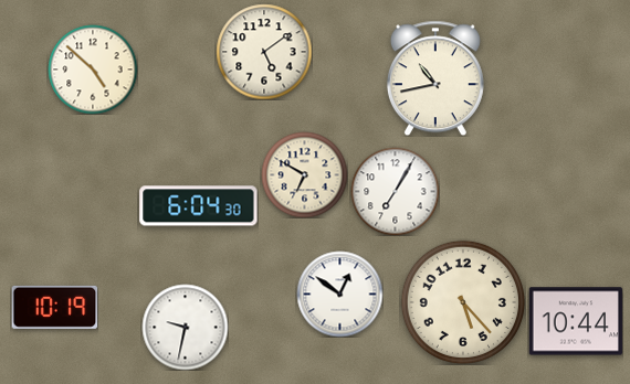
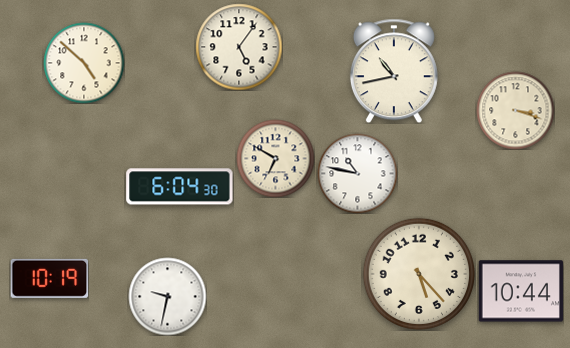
clock at (264, 52): 5:09 -> 5:06
clock at (515, 110): none -> 3:18
clock at (395, 191): 7:05 -> 10:47
clock at (339, 294): 12:51 -> none
